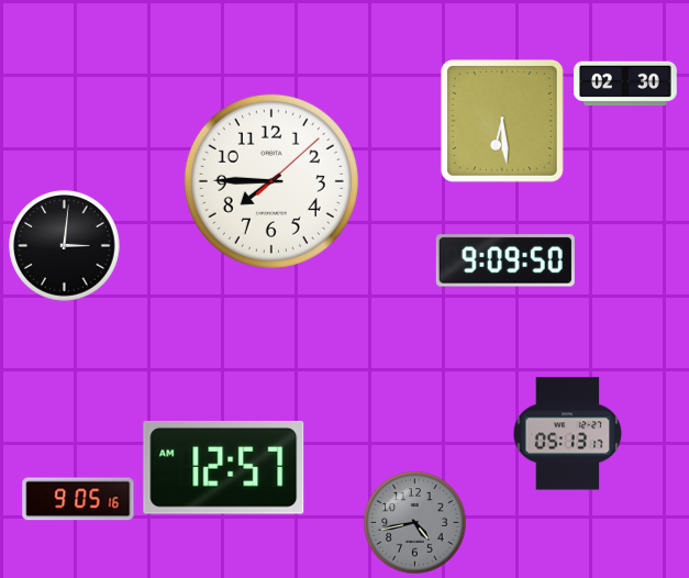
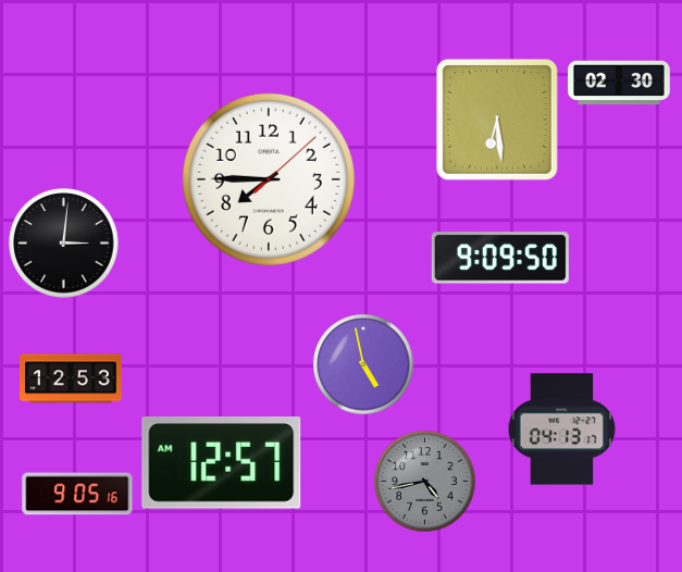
clock at (363, 364): none -> 4:58
clock at (72, 378): none -> 12:53
clock at (568, 434): 05:13 -> 04:13
clock at (415, 523) position: (415, 523) -> (425, 482)
